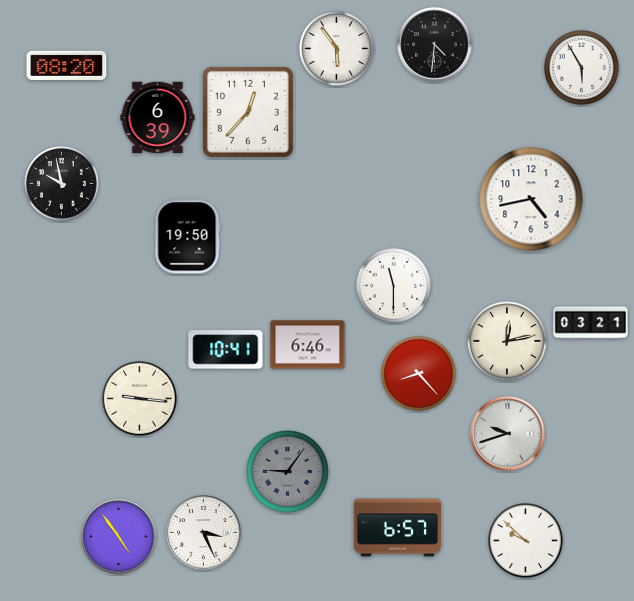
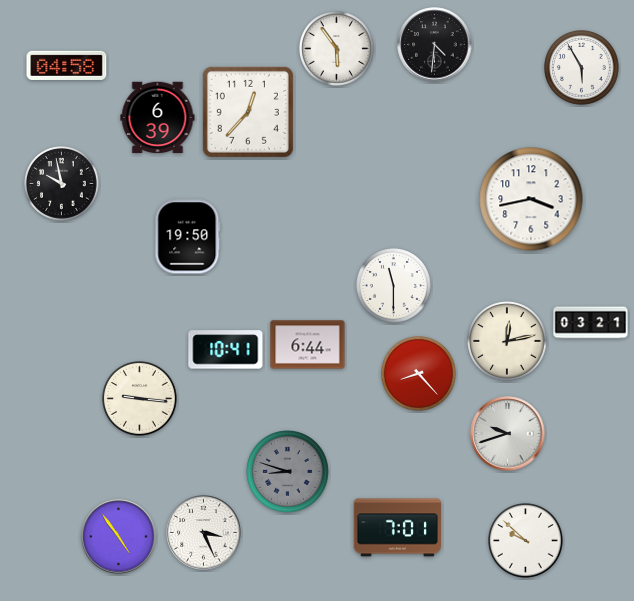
clock at (67, 65): 08:20 -> 04:58
clock at (531, 199): 4:43 -> 3:43
clock at (308, 345): 6:46 -> 6:44
clock at (288, 472): 9:06 -> 8:48
clock at (397, 528): 6:57 -> 7:01
